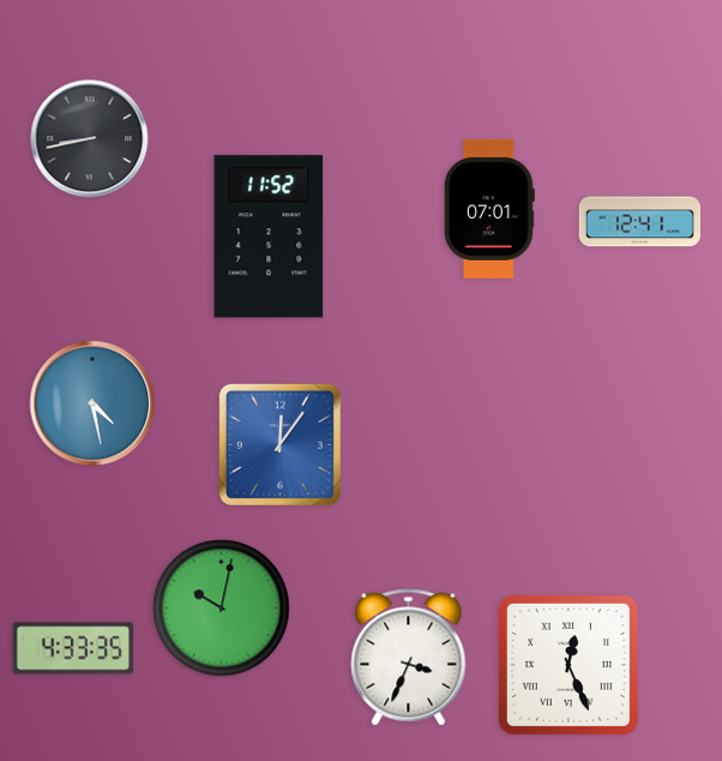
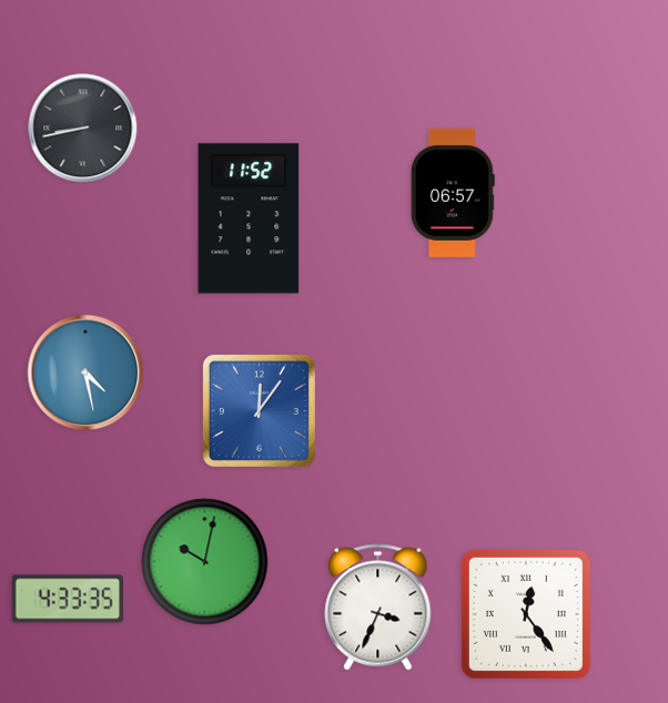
clock at (489, 209): 07:01 -> 06:57
clock at (639, 222): 12:41 -> none
clock at (568, 665): 12:26 -> 12:24
